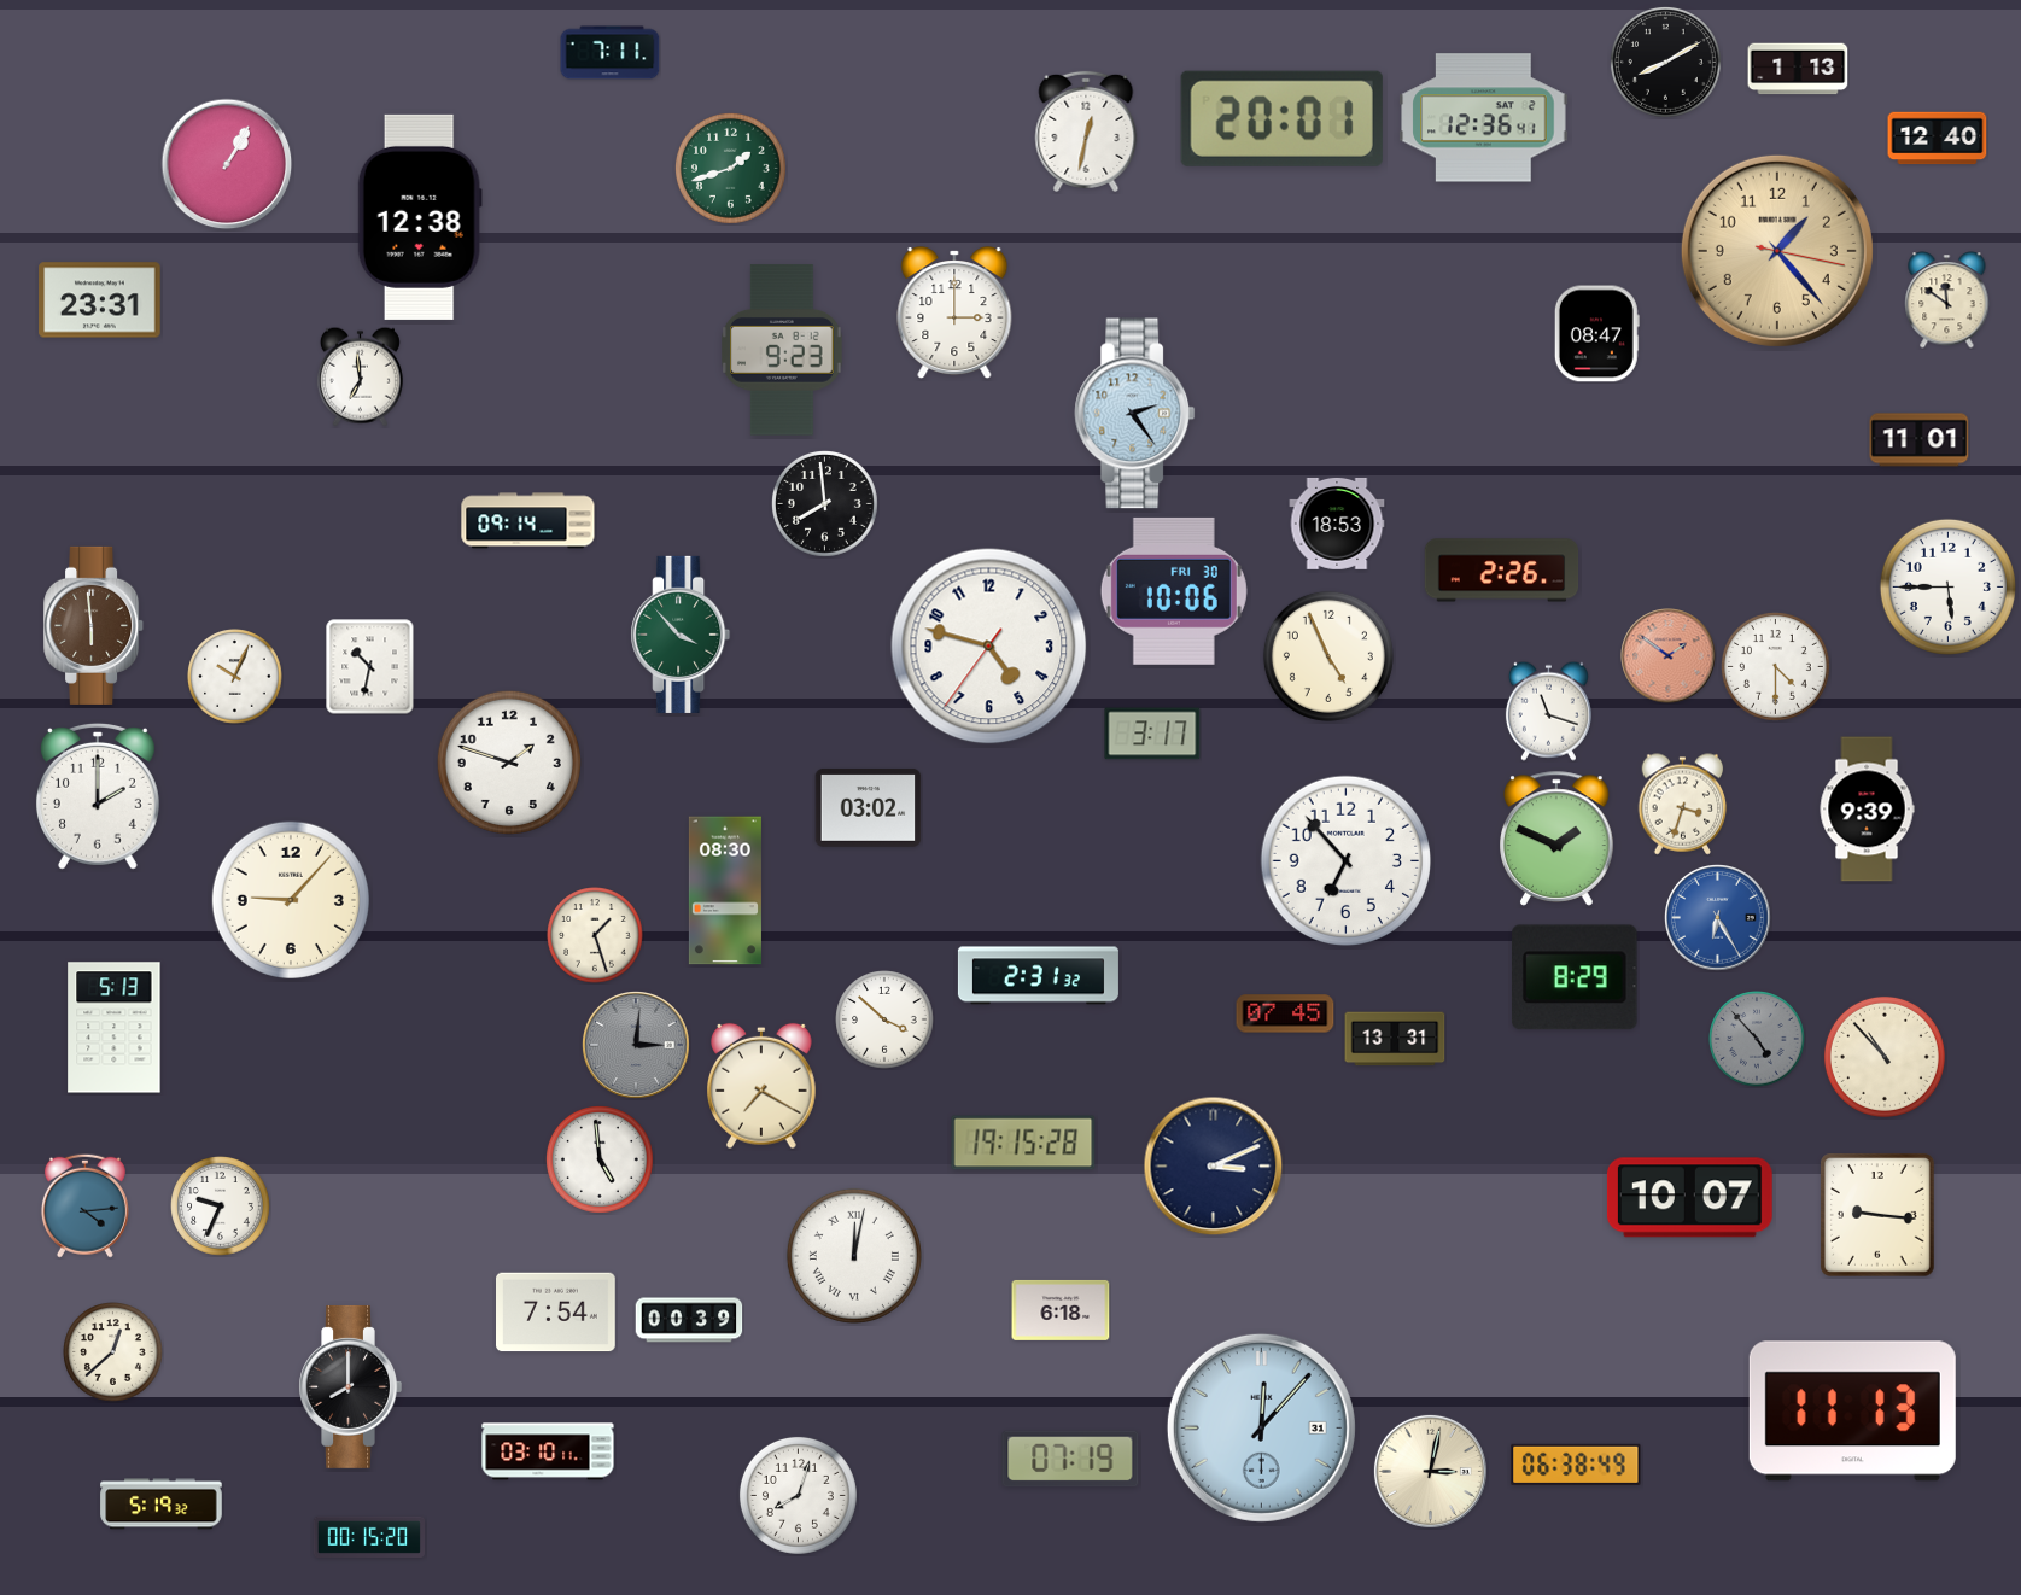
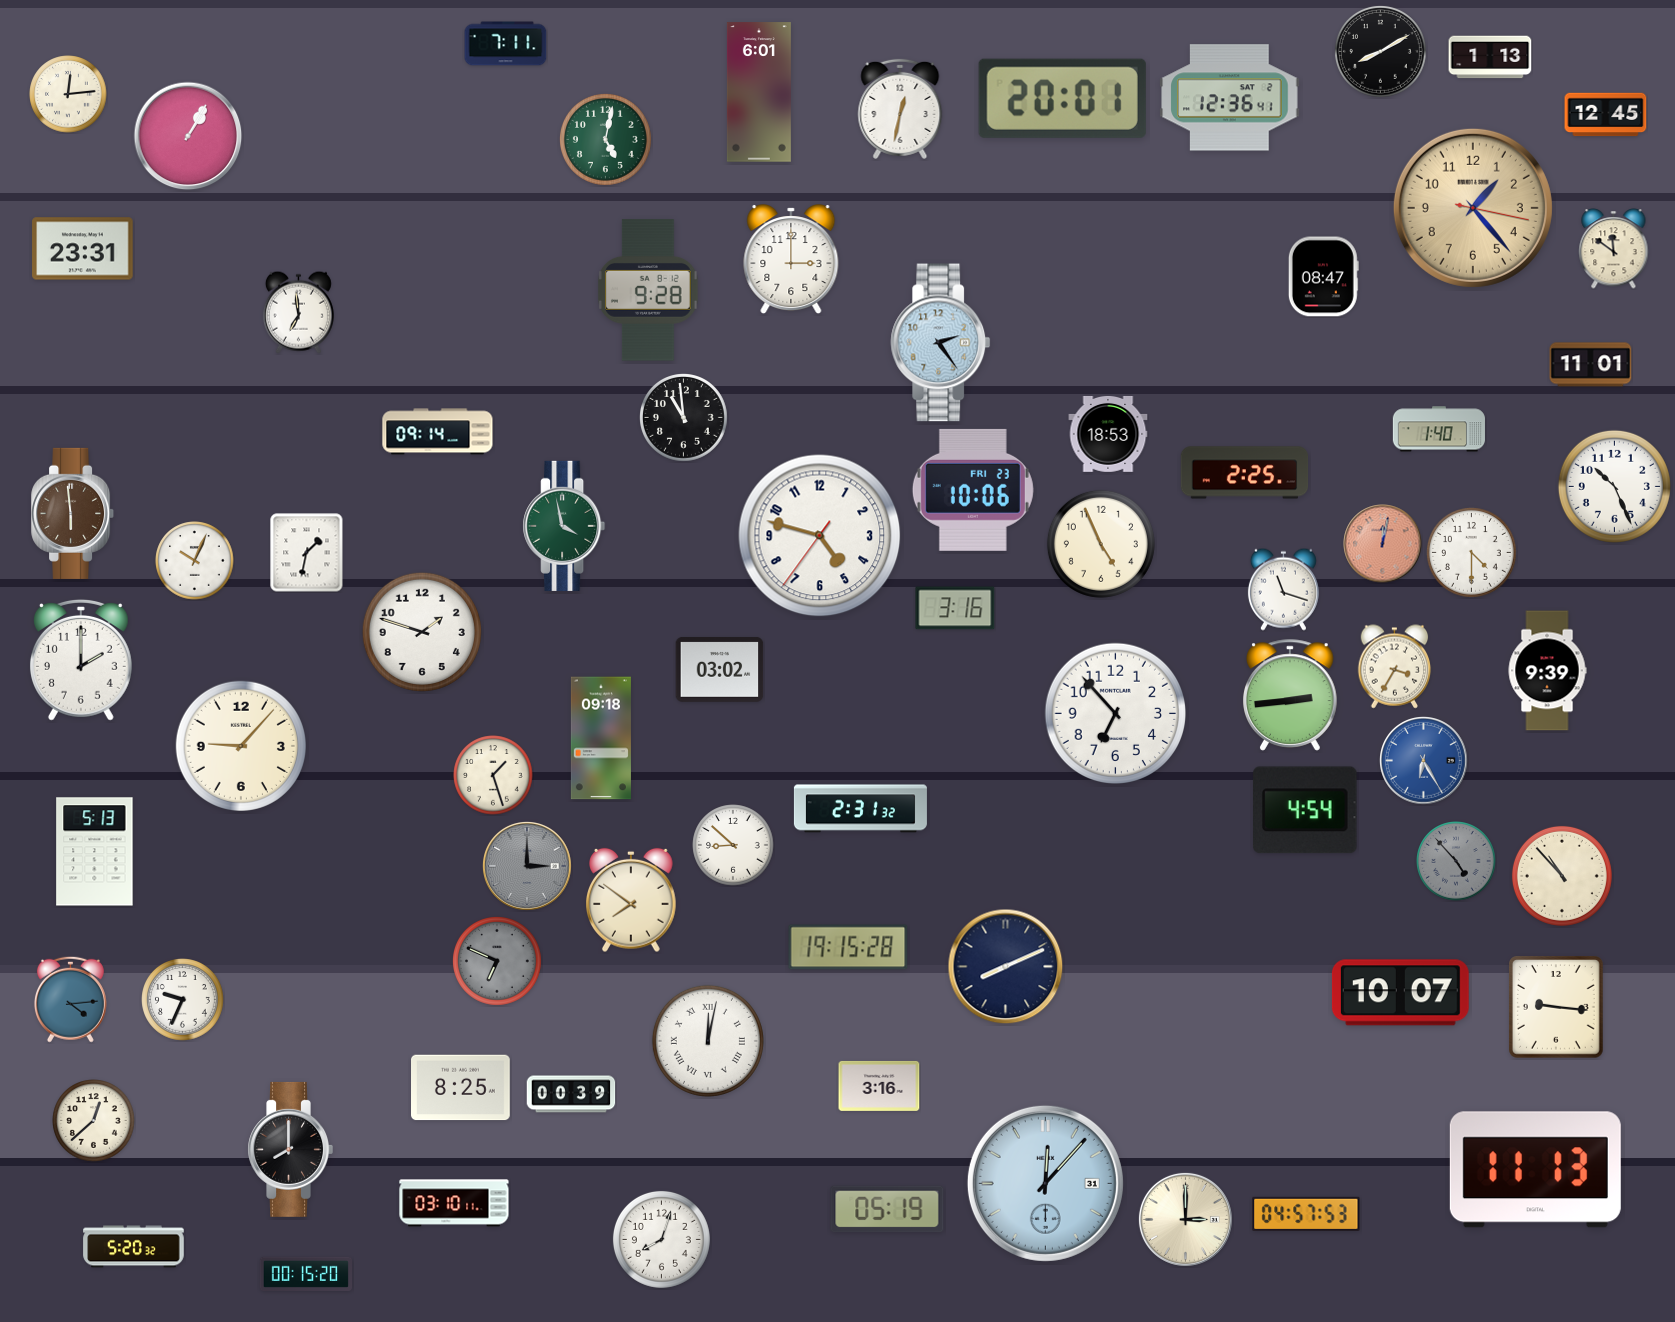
clock at (759, 92): none -> 6:01
clock at (68, 94): none -> 12:14
clock at (1938, 139): 12:40 -> 12:45
clock at (730, 168): 1:42 -> 5:02
clock at (420, 217): 12:38 -> none
clock at (783, 350): 9:23 -> 9:28
clock at (825, 504): 7:59 -> 10:59
clock at (1439, 429): none -> 1:40
clock at (1502, 571): 2:26 -> 2:25
clock at (1947, 586): 5:45 -> 10:26
clock at (1174, 591) date: FRI 30 -> FRI 23
clock at (94, 625) position: (94, 625) -> (73, 513)
clock at (681, 635): 3:53 -> 3:58
clock at (1669, 656): 1:51 -> 12:02
clock at (370, 667): 10:32 -> 1:32
clock at (1152, 734): 3:17 -> 3:16
clock at (1683, 805): 3:33 -> 3:35
clock at (1558, 839): 1:49 -> 2:44
clock at (725, 890): 08:30 -> 09:18
clock at (1575, 977): 8:29 -> 4:54
clock at (1285, 1013): 07:45 -> none
clock at (884, 1019): 3:52 -> 8:52
clock at (1395, 1039): 13:31 -> none
clock at (637, 1046): 3:01 -> 3:00
clock at (763, 1086): 7:20 -> 7:51
clock at (601, 1161): 4:59 -> 6:49
clock at (601, 1161) dial: white -> grey
clock at (1214, 1167): 3:11 -> 8:11
clock at (1061, 1310): 6:18 -> 3:16
clock at (556, 1313): 7:54 -> 8:25
clock at (1070, 1459): 07:19 -> 05:19
clock at (1576, 1465): 06:38 -> 04:57
clock at (1430, 1471): 3:02 -> 3:00
clock at (162, 1505): 5:19 -> 5:20
